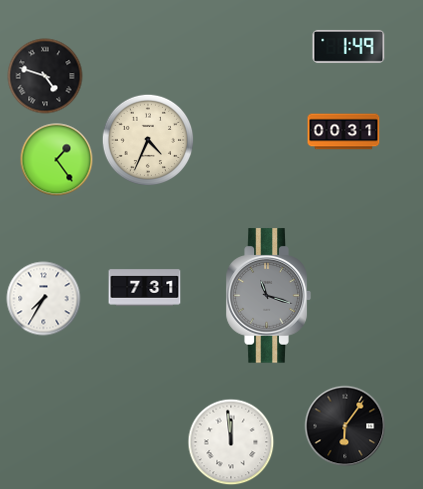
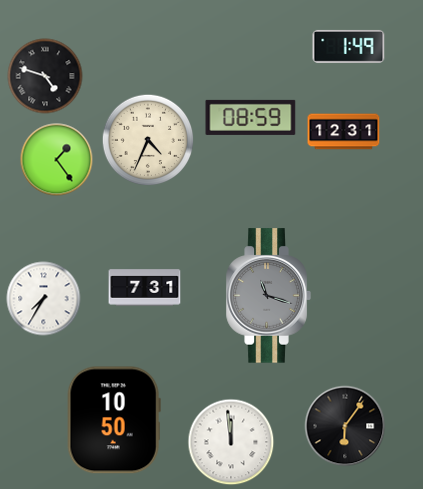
clock at (251, 117): none -> 08:59
clock at (344, 132): 00:31 -> 12:31
clock at (114, 420): none -> 10:50
